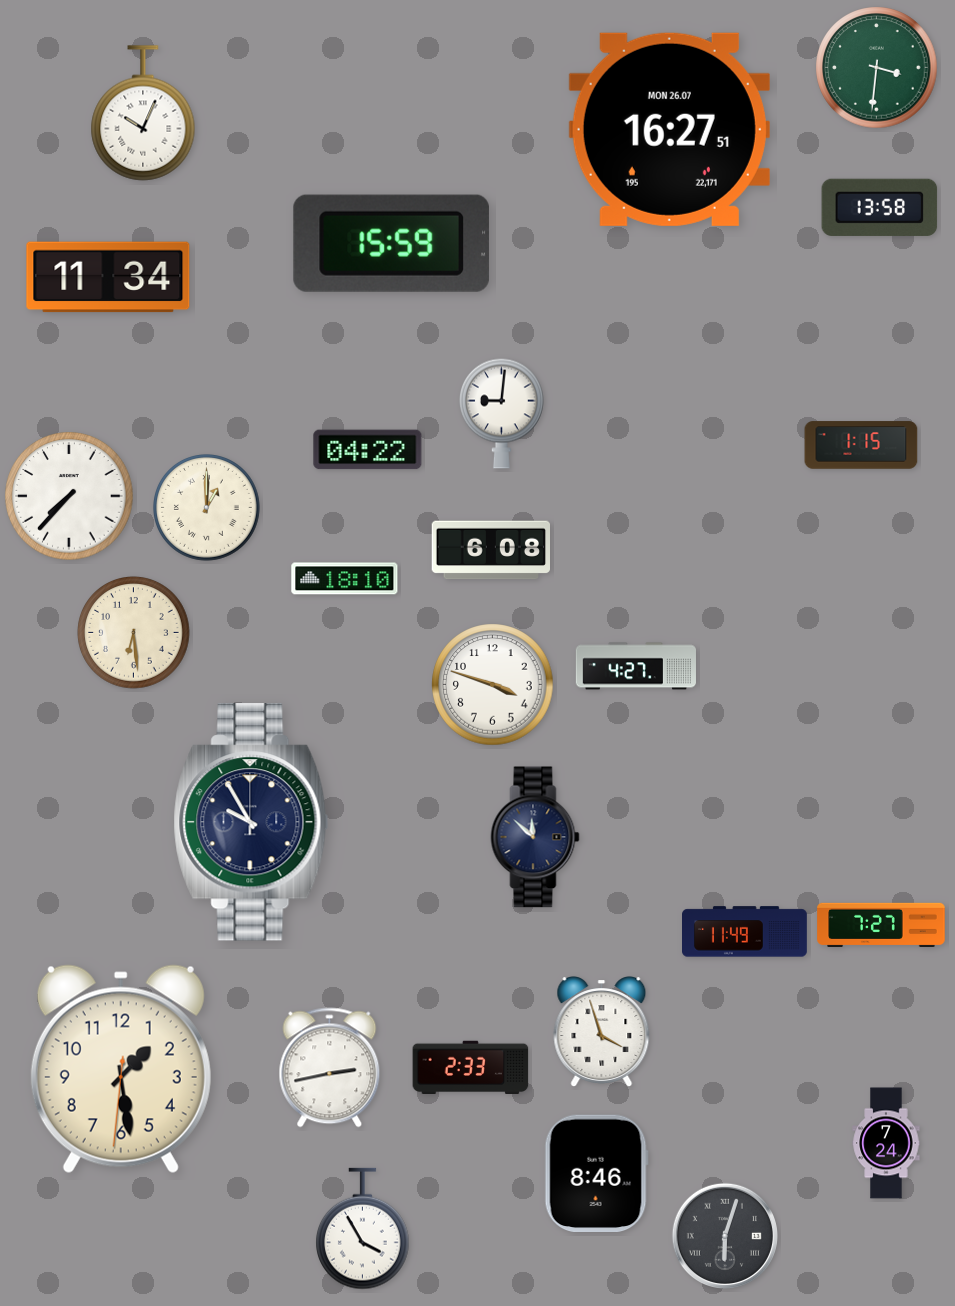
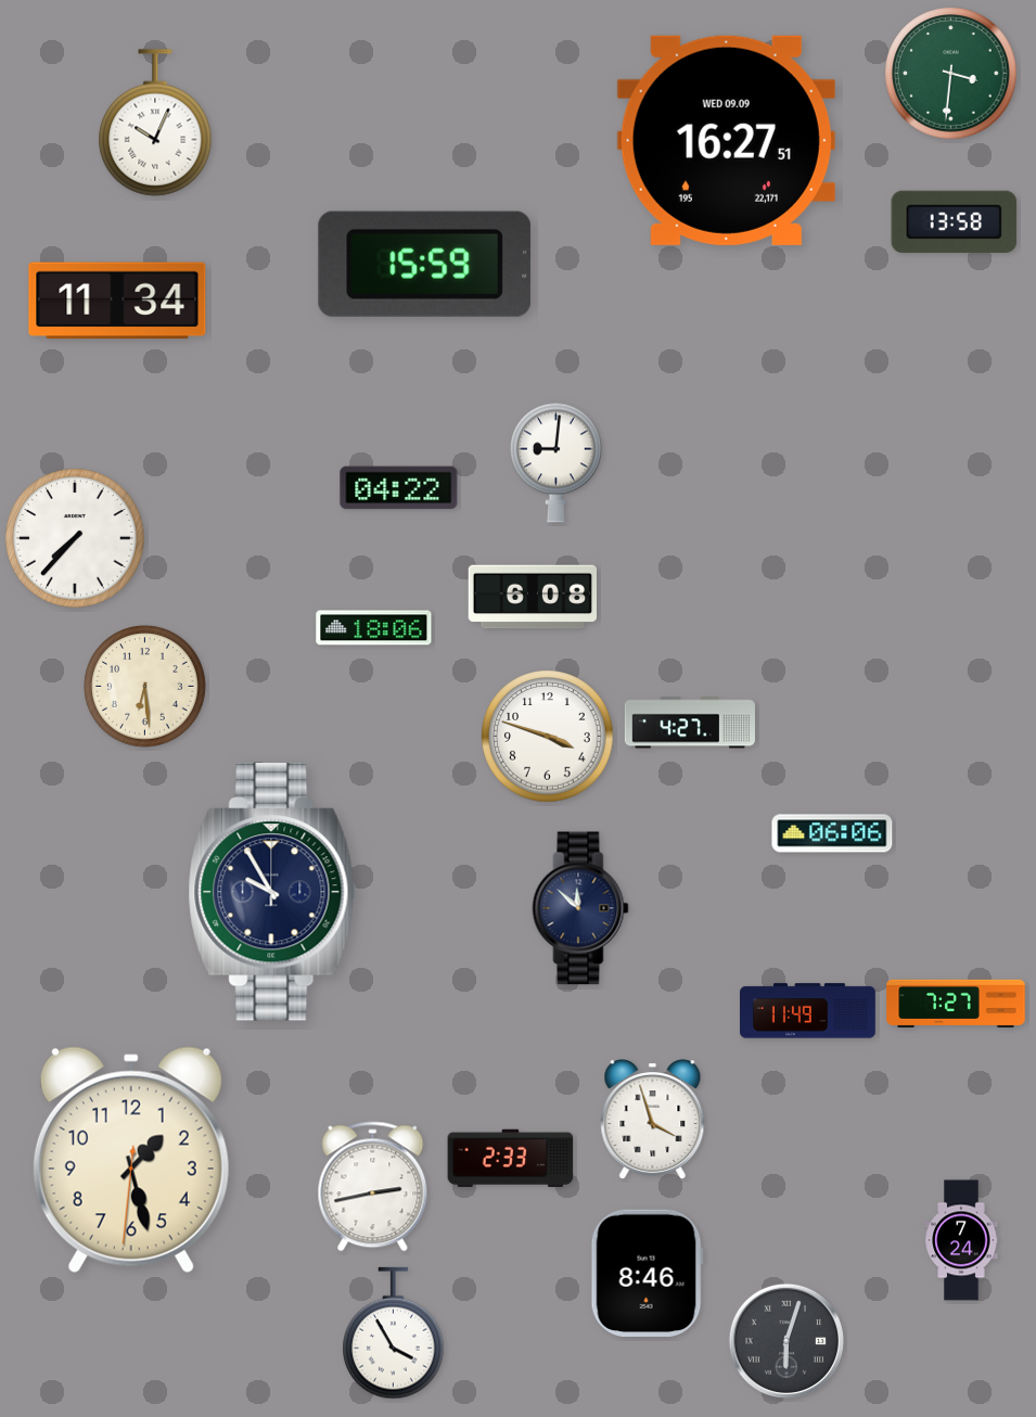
clock at (669, 129) date: MON 26.07 -> WED 09.09
clock at (880, 207) position: (880, 207) -> (955, 221)
clock at (501, 413) position: (501, 413) -> (555, 462)
clock at (861, 445): 1:15 -> none
clock at (207, 508): 1:00 -> none
clock at (345, 579): 18:10 -> 18:06
clock at (493, 685) position: (493, 685) -> (548, 737)
clock at (832, 833): none -> 06:06
clock at (330, 1068) position: (330, 1068) -> (373, 1187)
clock at (121, 1069): 1:28 -> 1:27
